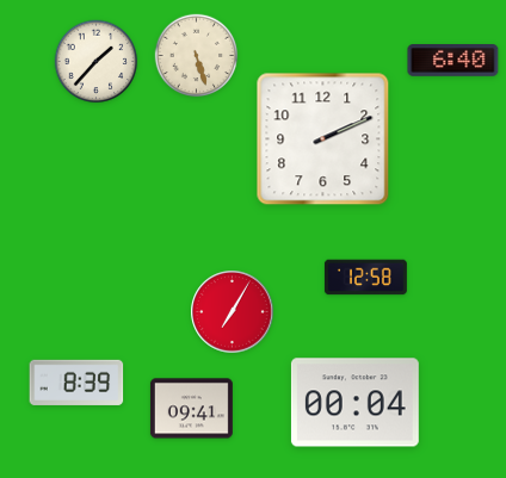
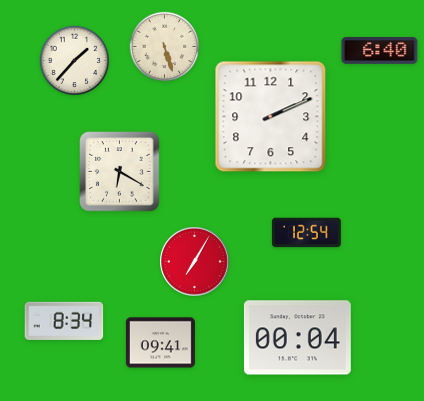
clock at (97, 62) position: (97, 62) -> (75, 61)
clock at (120, 172): none -> 6:20
clock at (365, 278): 12:58 -> 12:54
clock at (76, 383): 8:39 -> 8:34
